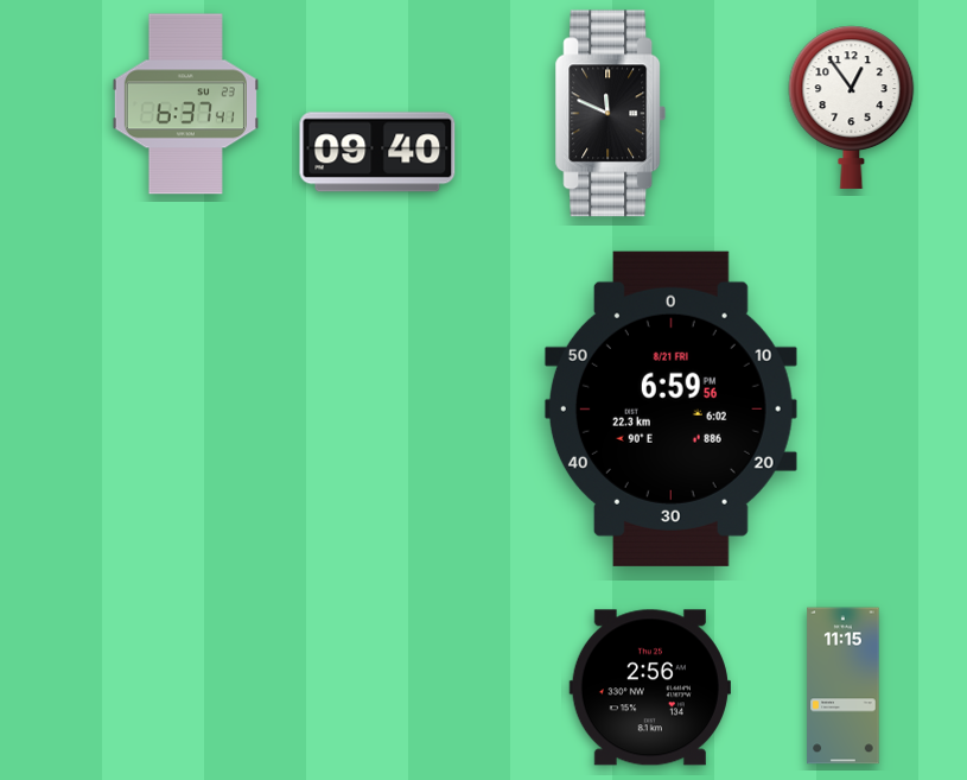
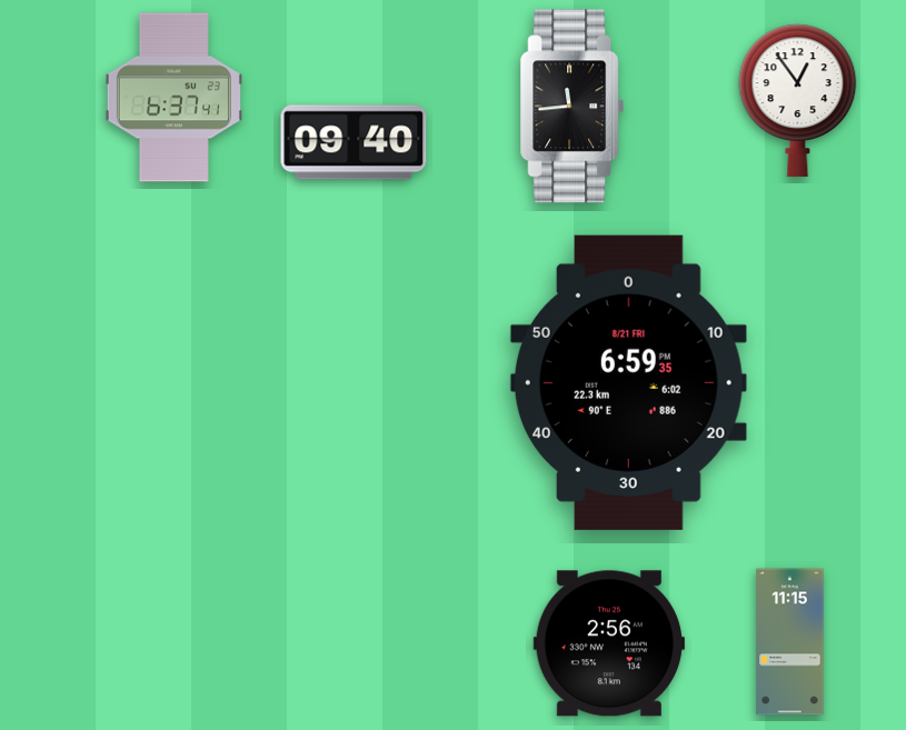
clock at (611, 114): 11:49 -> 11:44
clock at (670, 408): 6:59:56 -> 6:59:35
